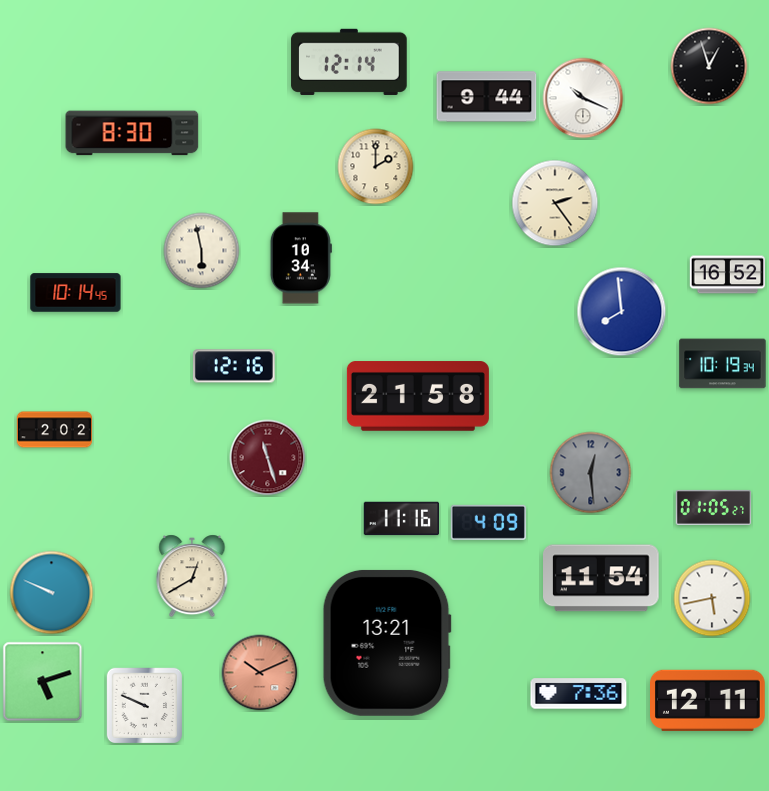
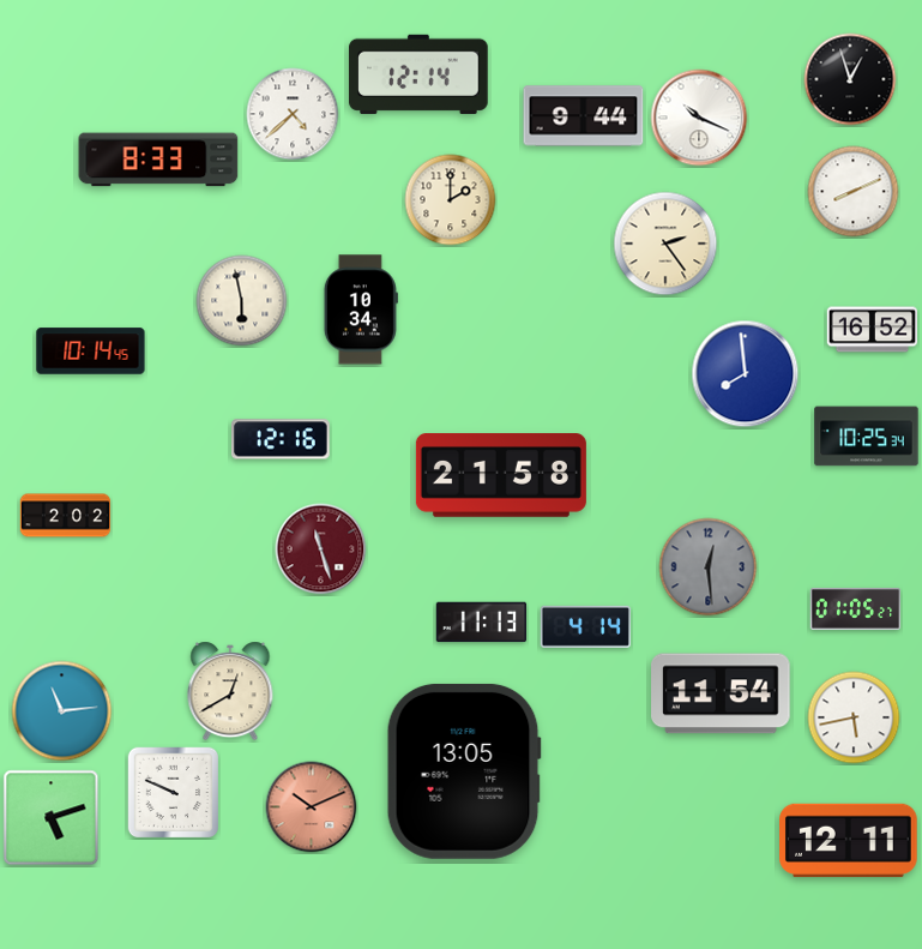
clock at (293, 114): none -> 4:38
clock at (132, 133): 8:30 -> 8:33
clock at (854, 192): none -> 8:11
clock at (723, 364): 10:19 -> 10:25
clock at (402, 519): 11:16 -> 11:13
clock at (488, 522): 4:09 -> 4:14
clock at (52, 593): 9:49 -> 11:14
clock at (387, 643): 13:21 -> 13:05
clock at (579, 694): 7:36 -> none
clock at (144, 705) position: (144, 705) -> (173, 792)
